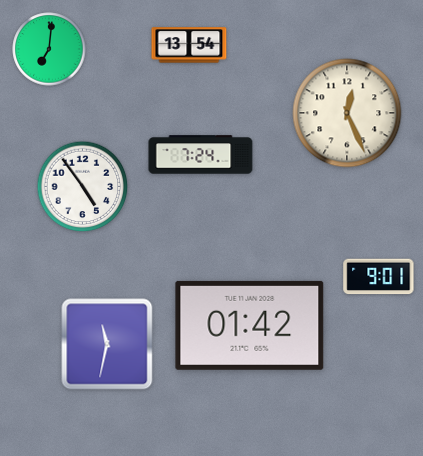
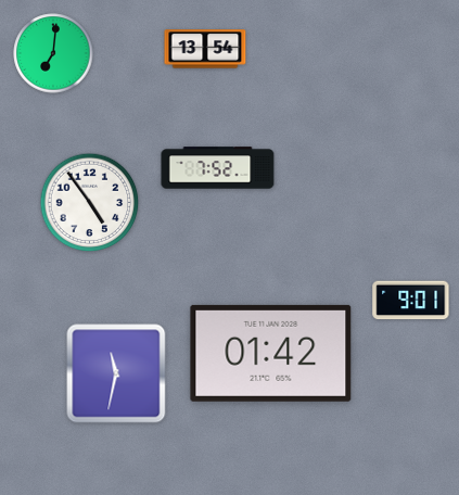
clock at (347, 113): 12:26 -> none
clock at (201, 155): 7:24 -> 7:52
